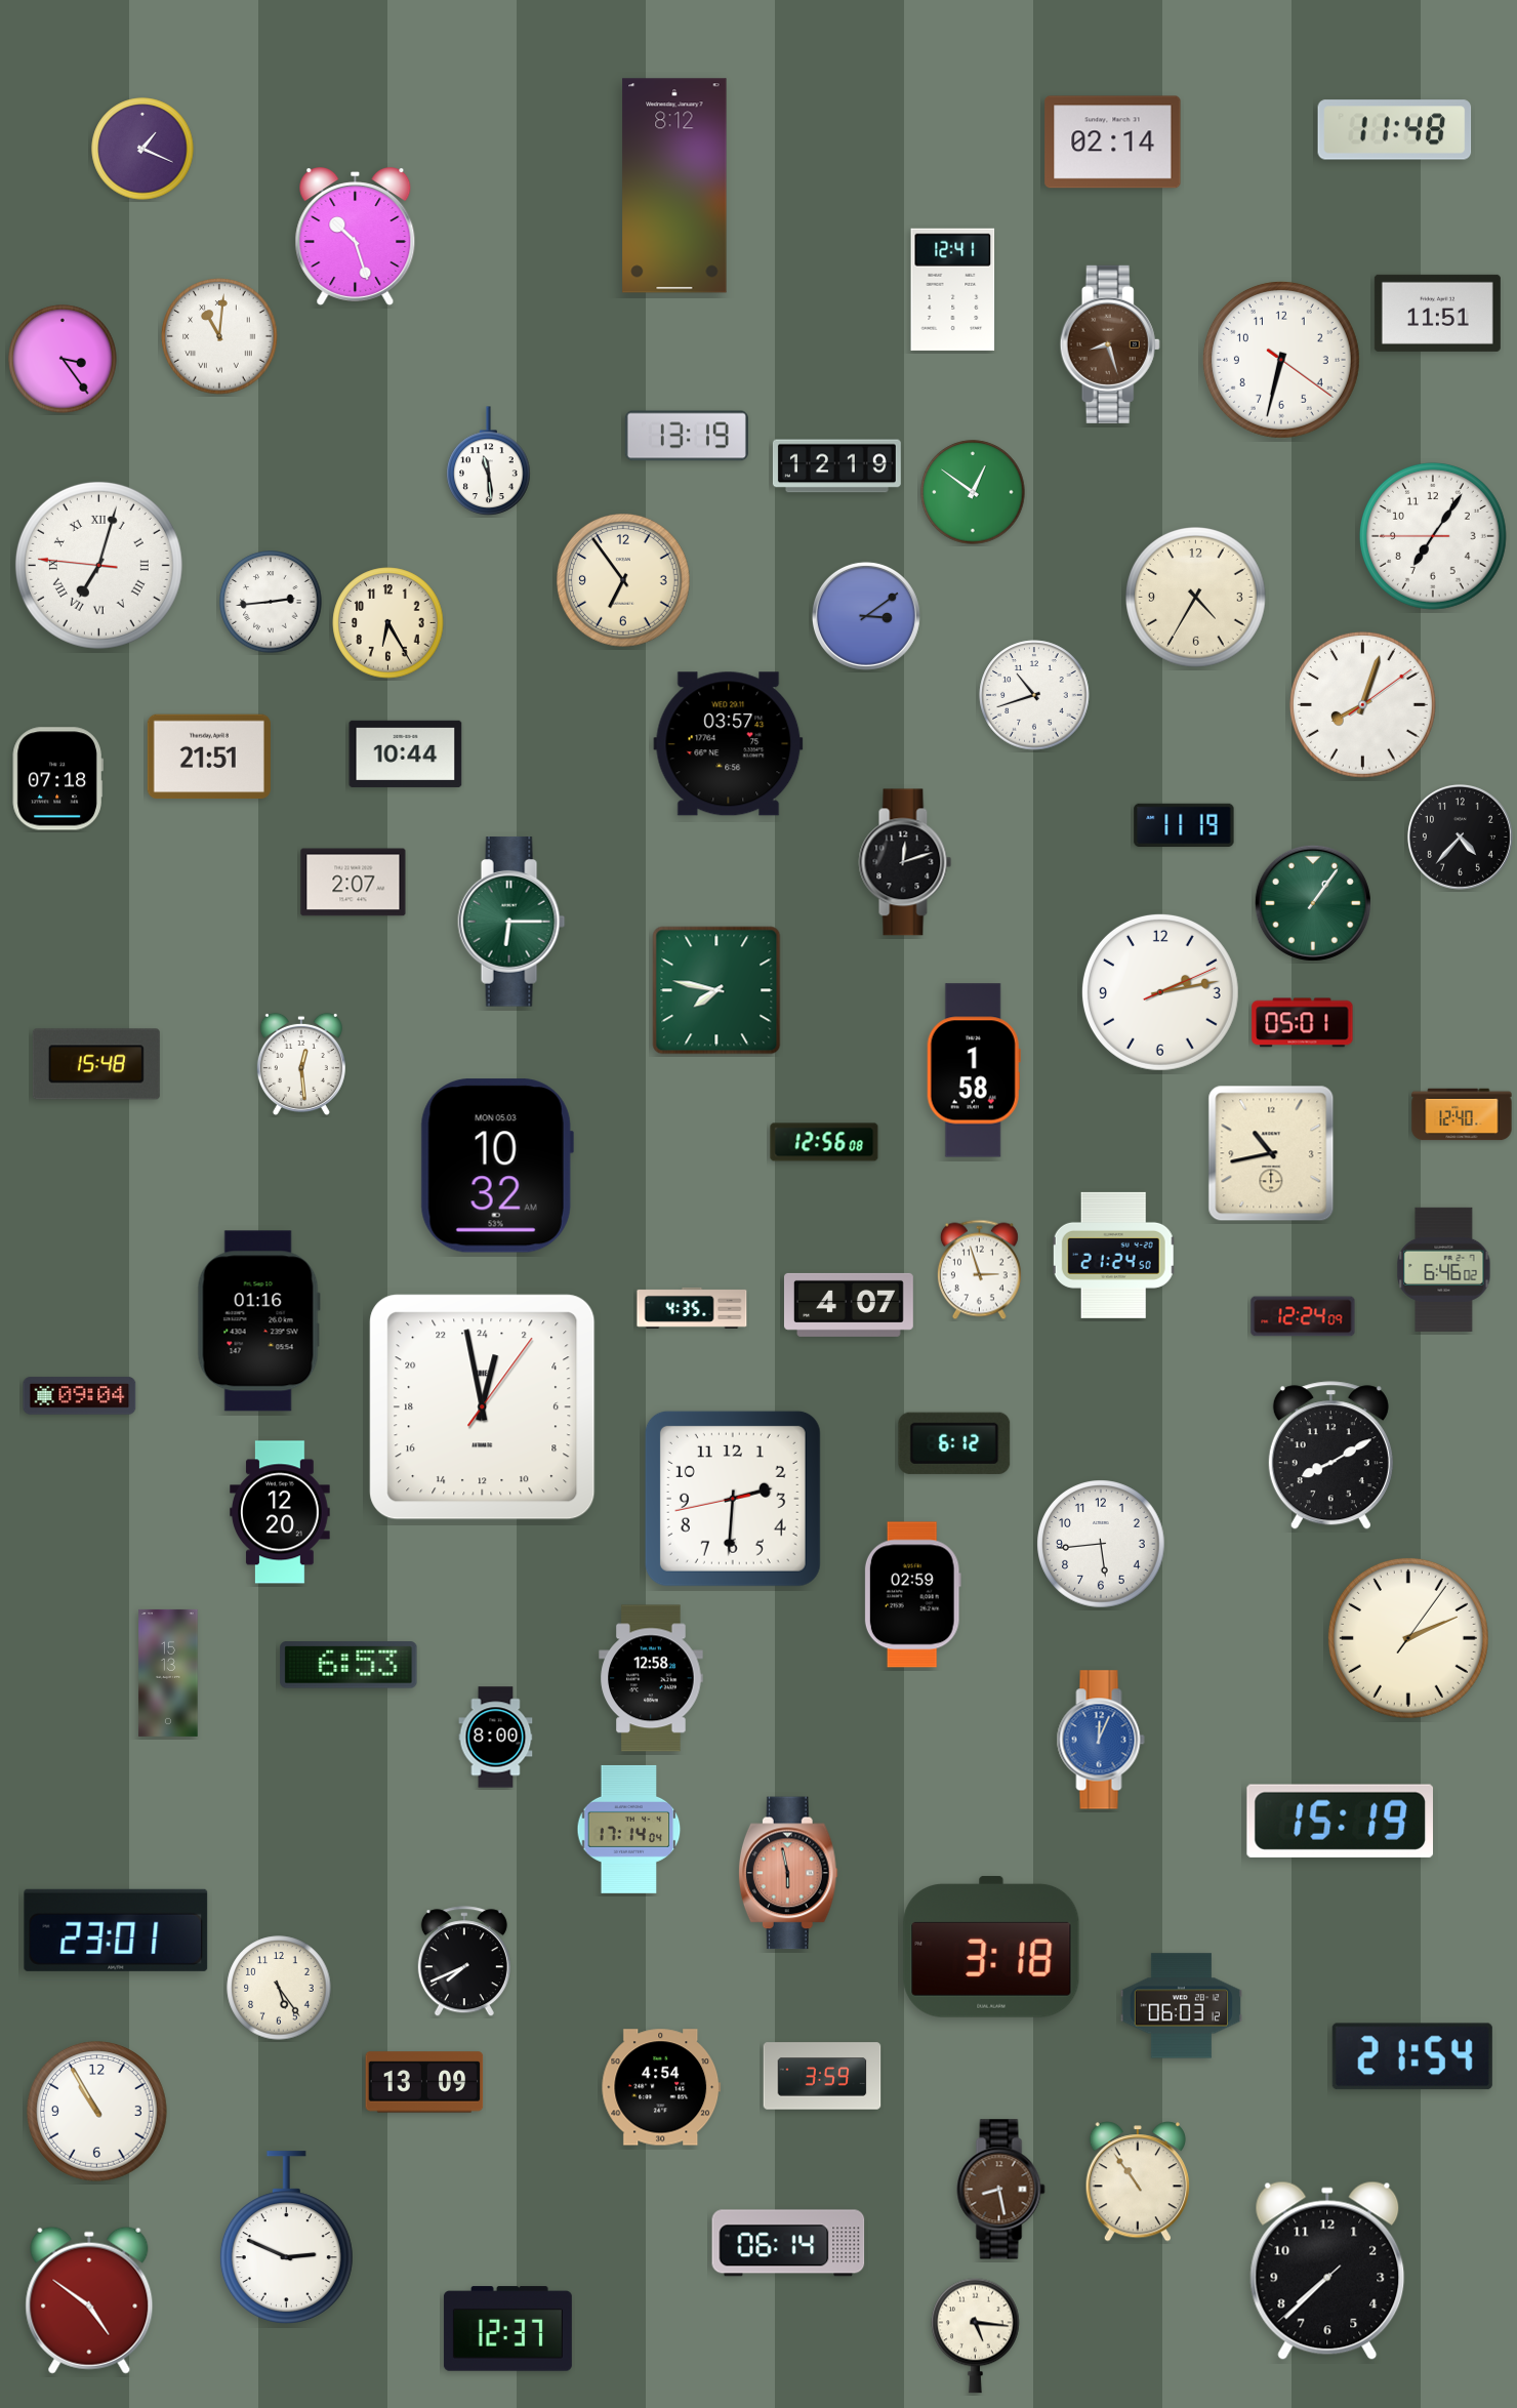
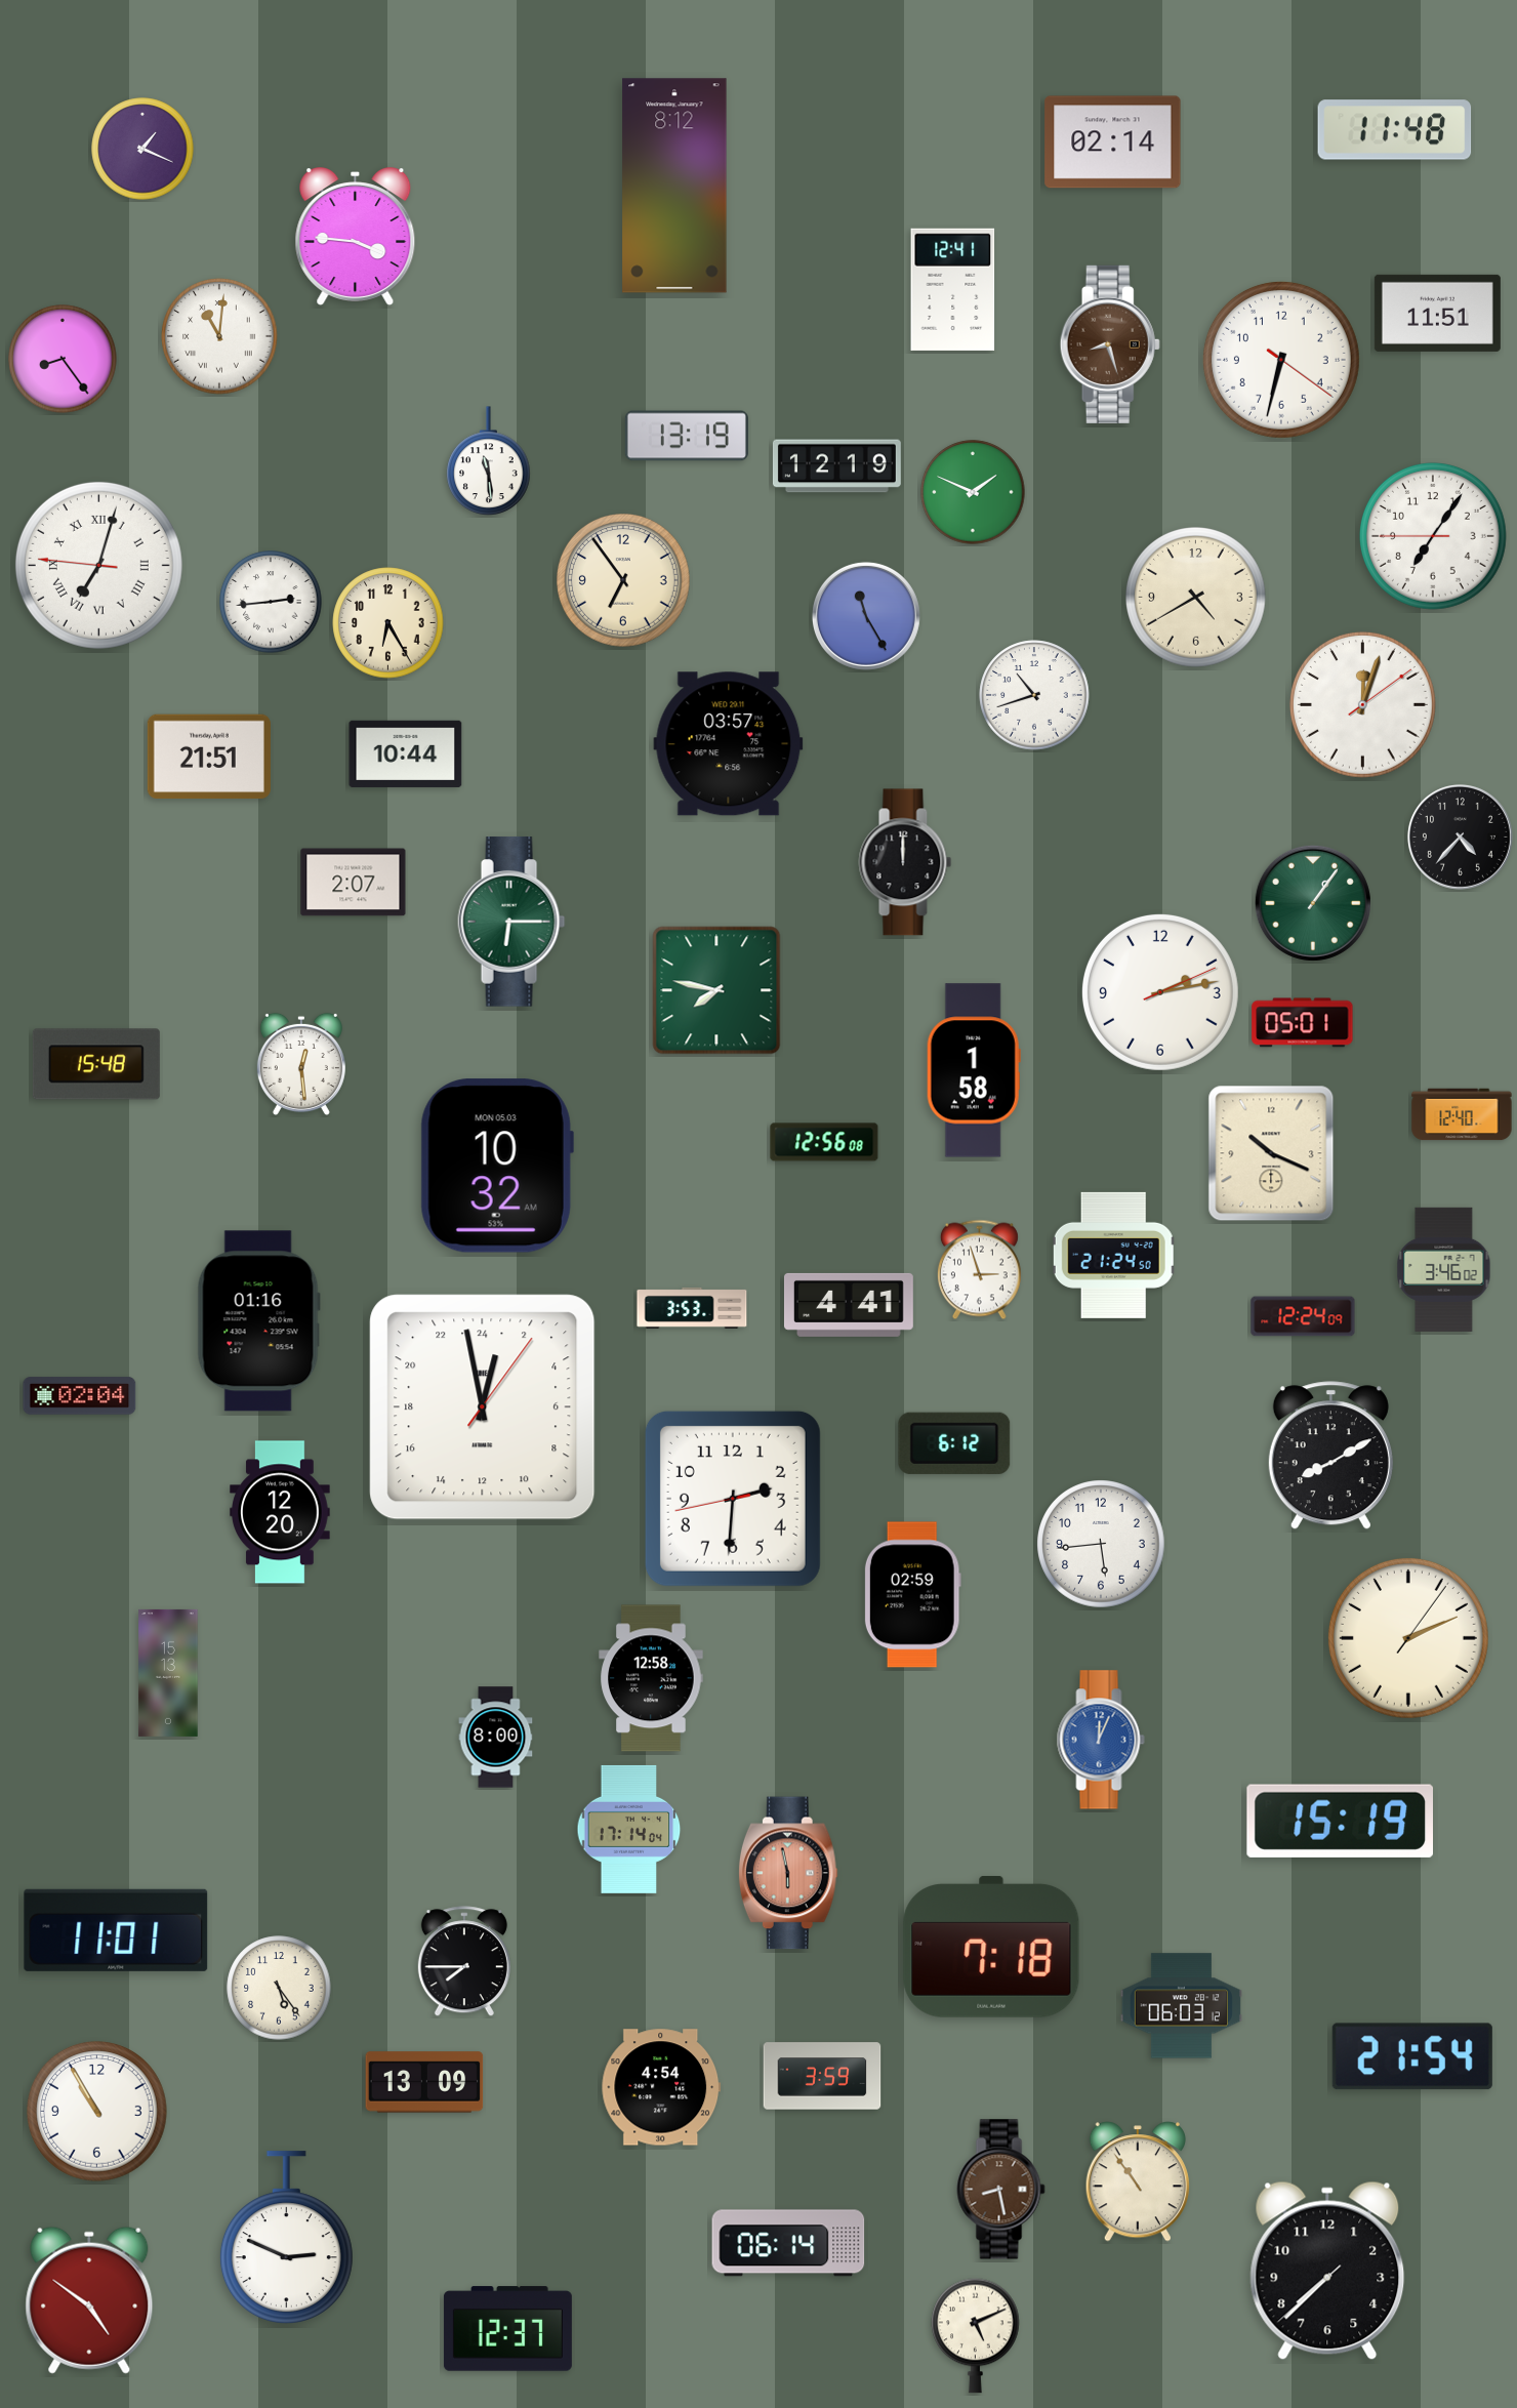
clock at (356, 237): 10:27 -> 3:46
clock at (63, 359): 3:24 -> 8:24
clock at (973, 492): 12:51 -> 1:49
clock at (1196, 598): 4:35 -> 4:40
clock at (866, 616): 3:09 -> 11:25
clock at (1362, 704): 8:03 -> 12:03
clock at (57, 779): 07:18 -> none
clock at (1184, 824): 11:19 -> none
clock at (905, 862): 12:12 -> 12:00
clock at (1271, 1153): 10:43 -> 10:19
clock at (1444, 1269): 6:46 -> 3:46
clock at (849, 1305): 4:07 -> 4:41
clock at (692, 1308): 4:35 -> 3:53
clock at (80, 1396): 09:04 -> 02:04
clock at (348, 1665): 6:53 -> none
clock at (116, 1930): 23:01 -> 11:01
clock at (991, 1947): 3:18 -> 7:18
clock at (464, 1962): 7:41 -> 7:45
clock at (976, 2335): 5:16 -> 5:11
